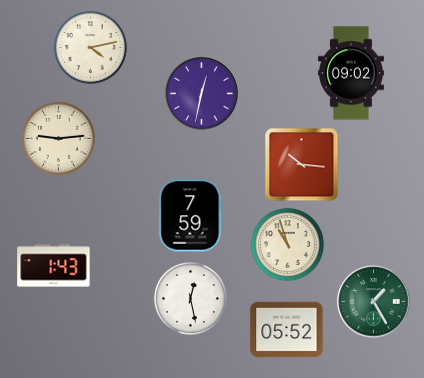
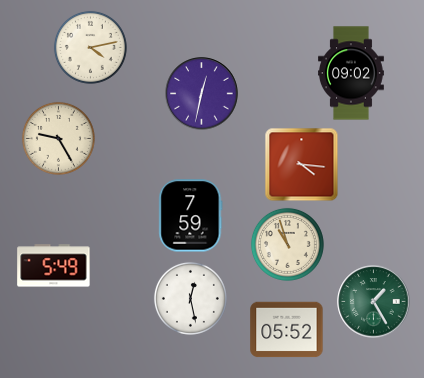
clock at (58, 138): 9:14 -> 9:25
clock at (302, 165): 10:16 -> 4:16
clock at (54, 266): 1:43 -> 5:49
